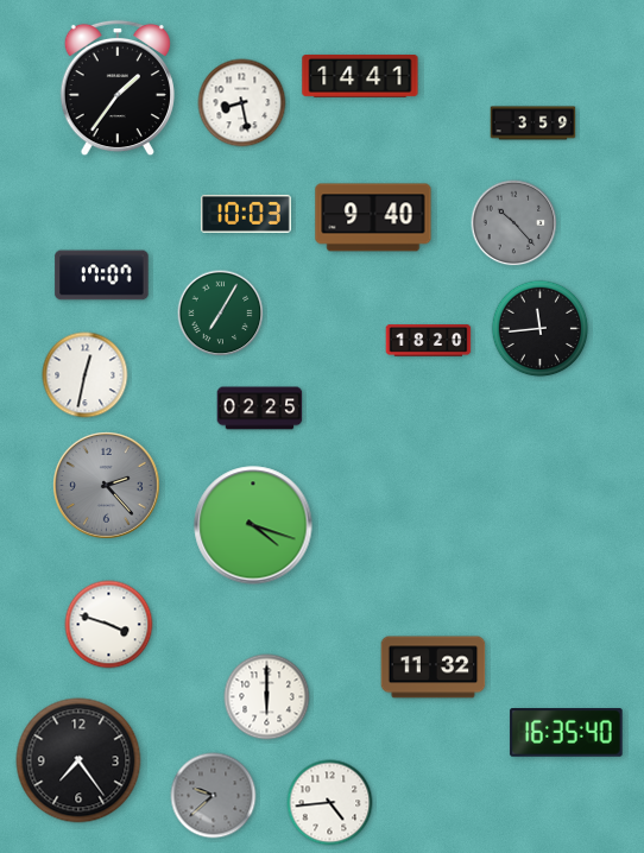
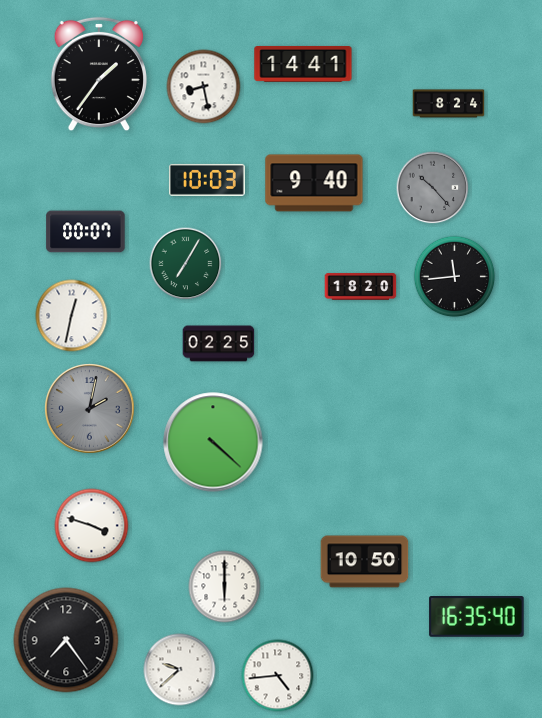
clock at (533, 124): 3:59 -> 8:24
clock at (102, 276): 17:07 -> 00:07
clock at (107, 486): 2:23 -> 2:02
clock at (253, 525): 4:18 -> 4:22
clock at (434, 668): 11:32 -> 10:50
clock at (214, 796) dial: grey -> white
